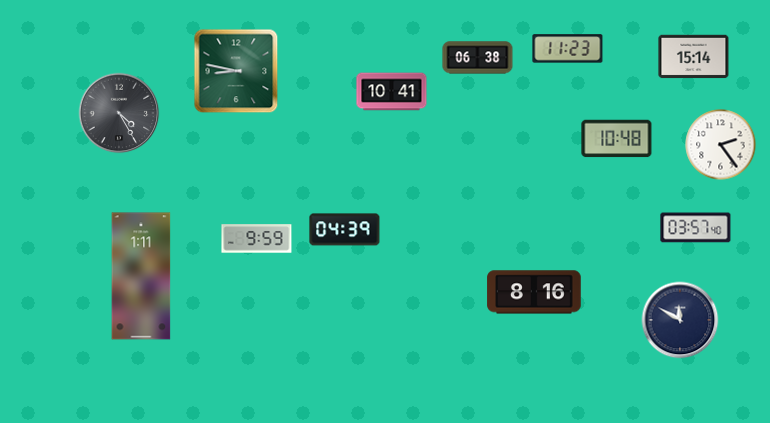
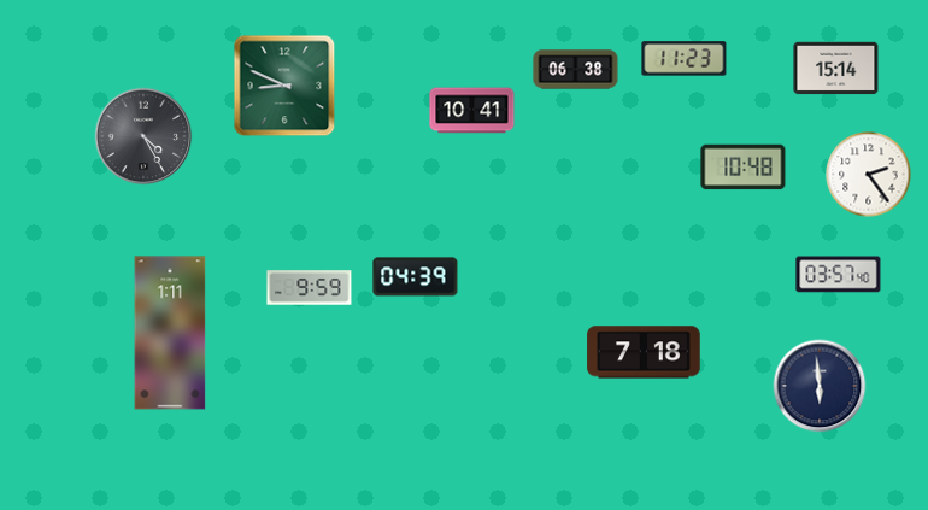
clock at (236, 71): 8:47 -> 8:49
clock at (534, 292): 8:16 -> 7:18
clock at (680, 320): 11:50 -> 5:59
